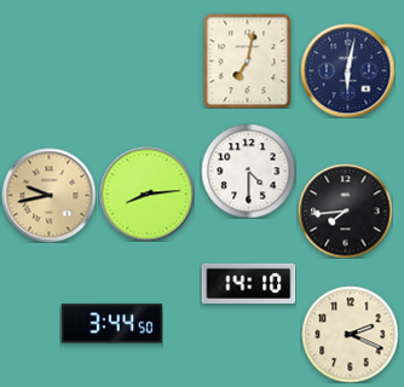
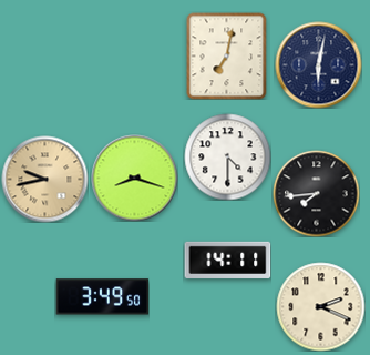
clock at (146, 193): 8:14 -> 8:18
clock at (248, 283): 14:10 -> 14:11
clock at (111, 324): 3:44 -> 3:49
